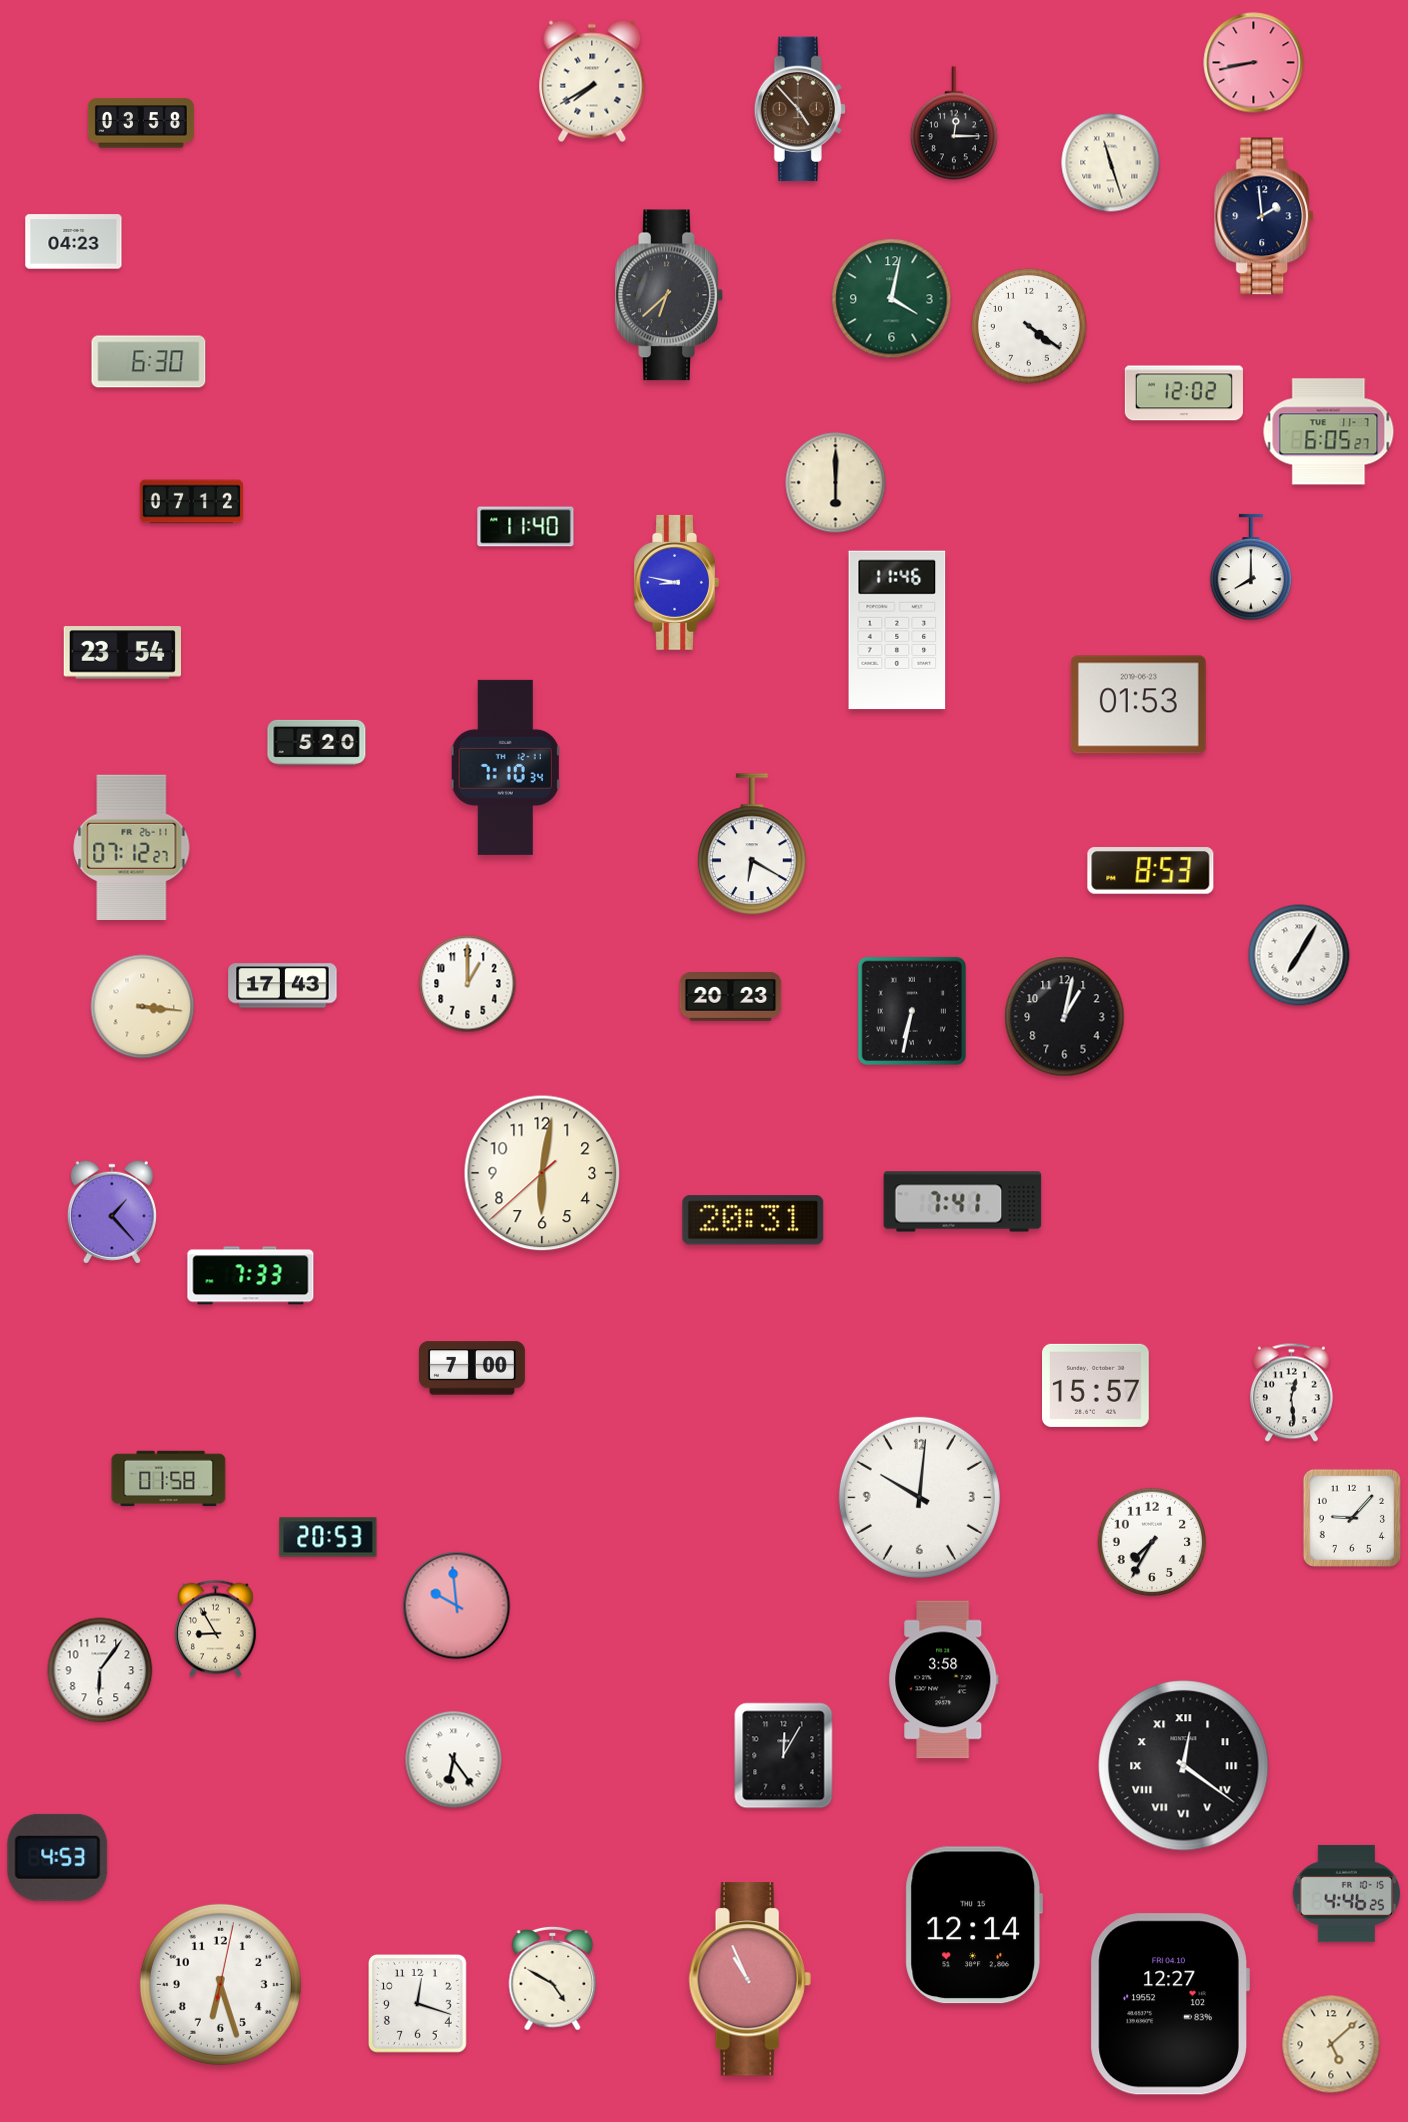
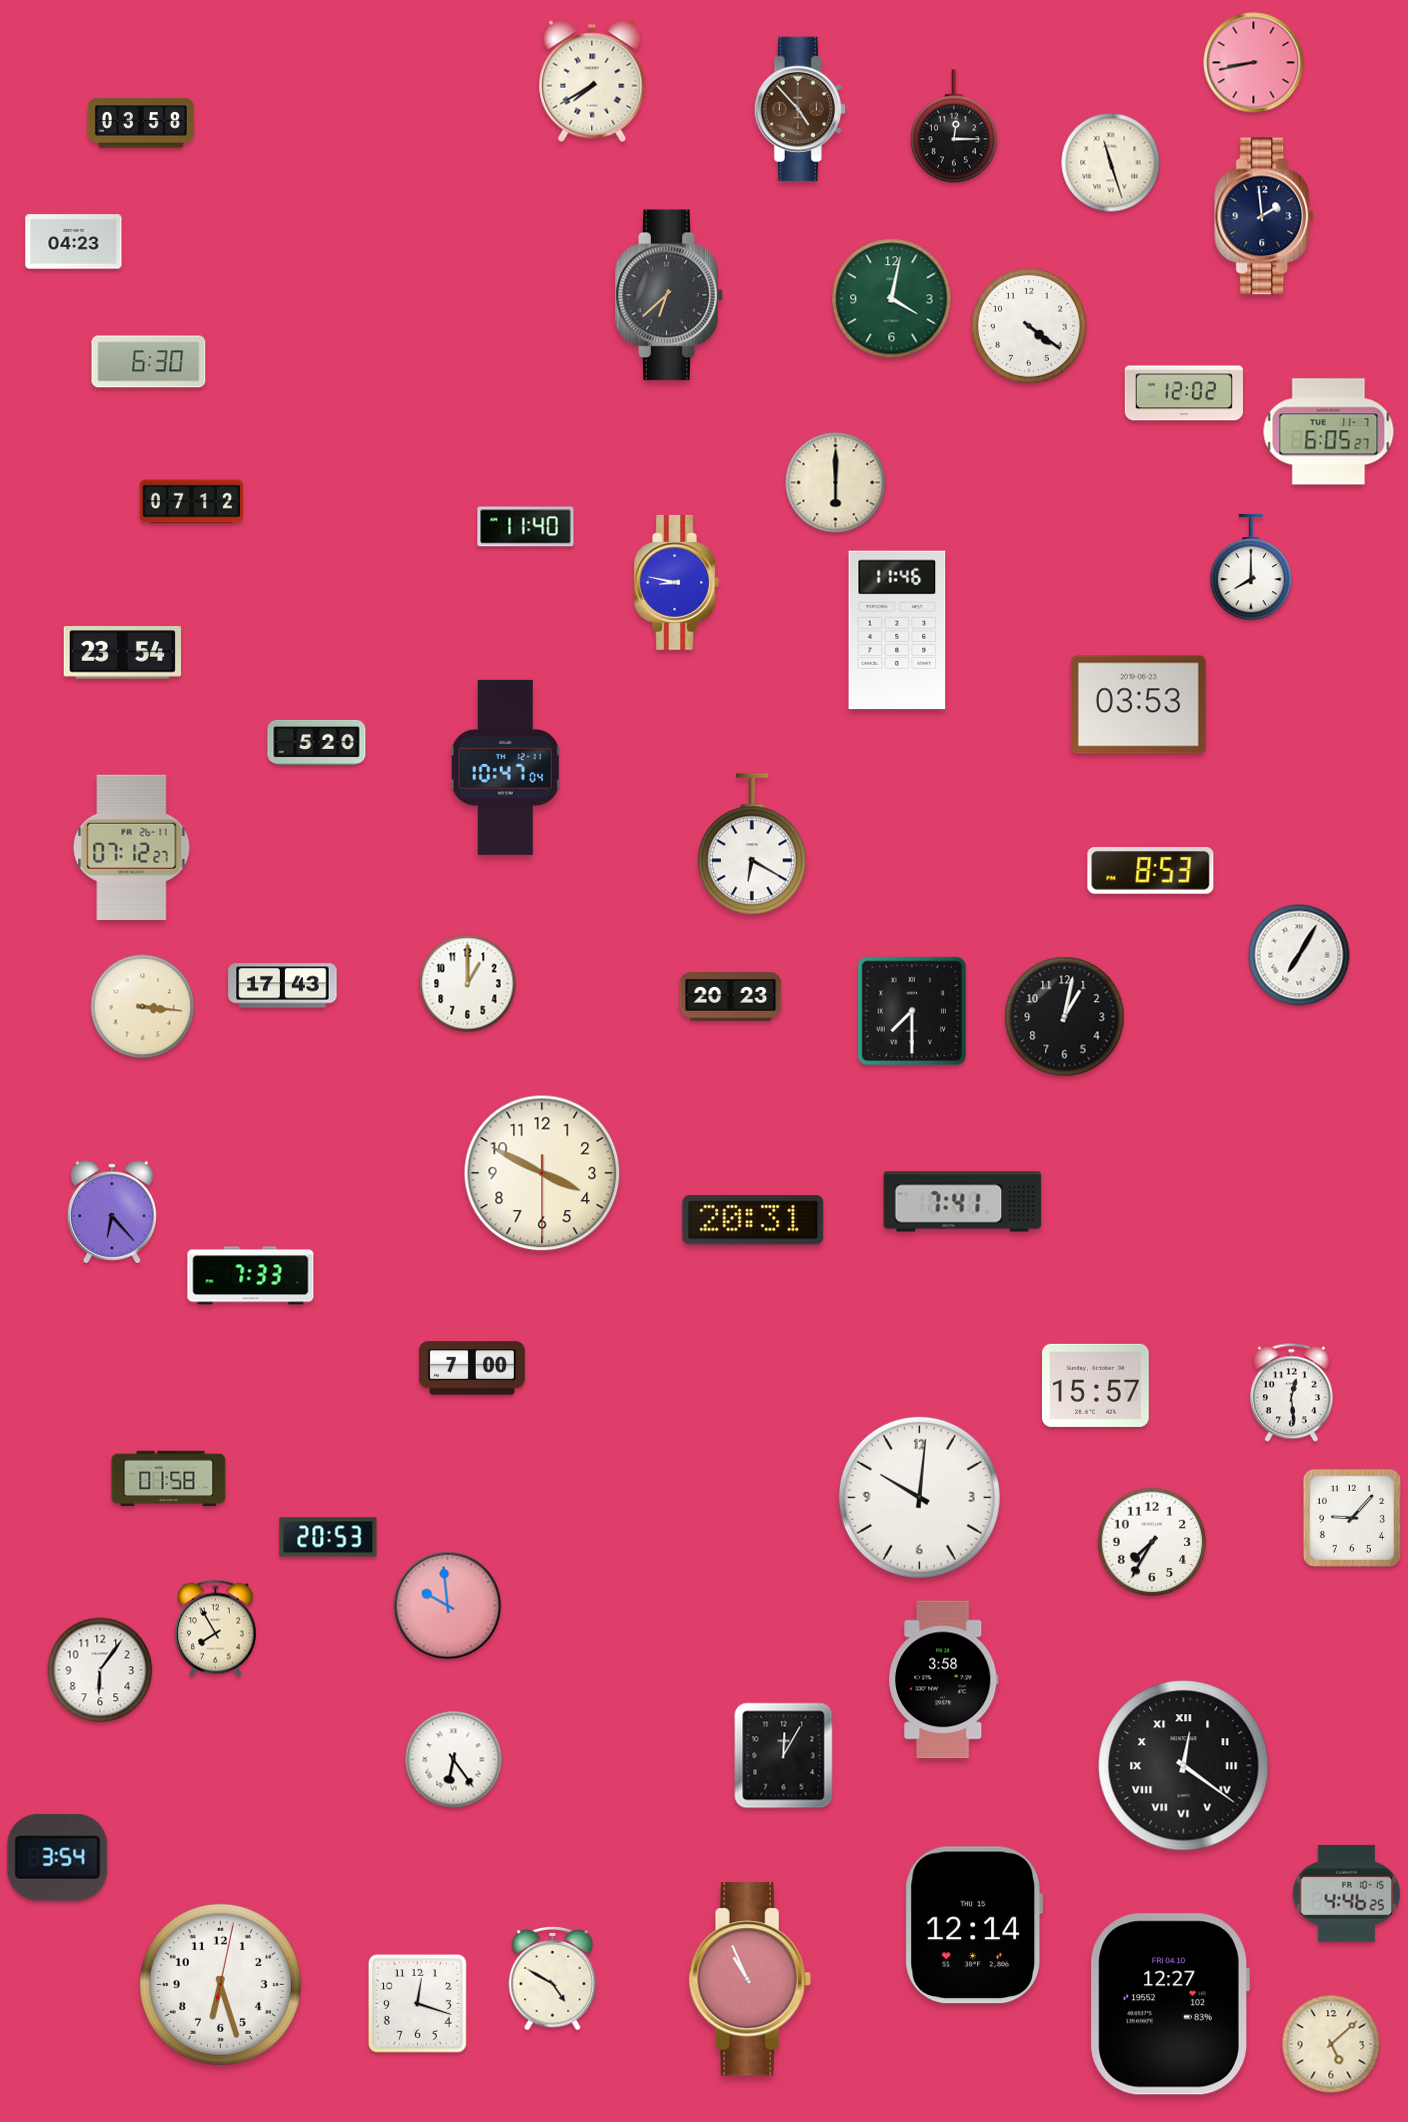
clock at (954, 123) position: (954, 123) -> (954, 126)
clock at (1138, 705): 01:53 -> 03:53
clock at (506, 767): 7:10 -> 10:47
clock at (912, 1011): 6:32 -> 7:30
clock at (542, 1173): 6:01 -> 3:49
clock at (112, 1212): 1:23 -> 6:23
clock at (457, 1606) position: (457, 1606) -> (448, 1606)
clock at (216, 1629): 8:55 -> 7:55
clock at (58, 1857): 4:53 -> 3:54
